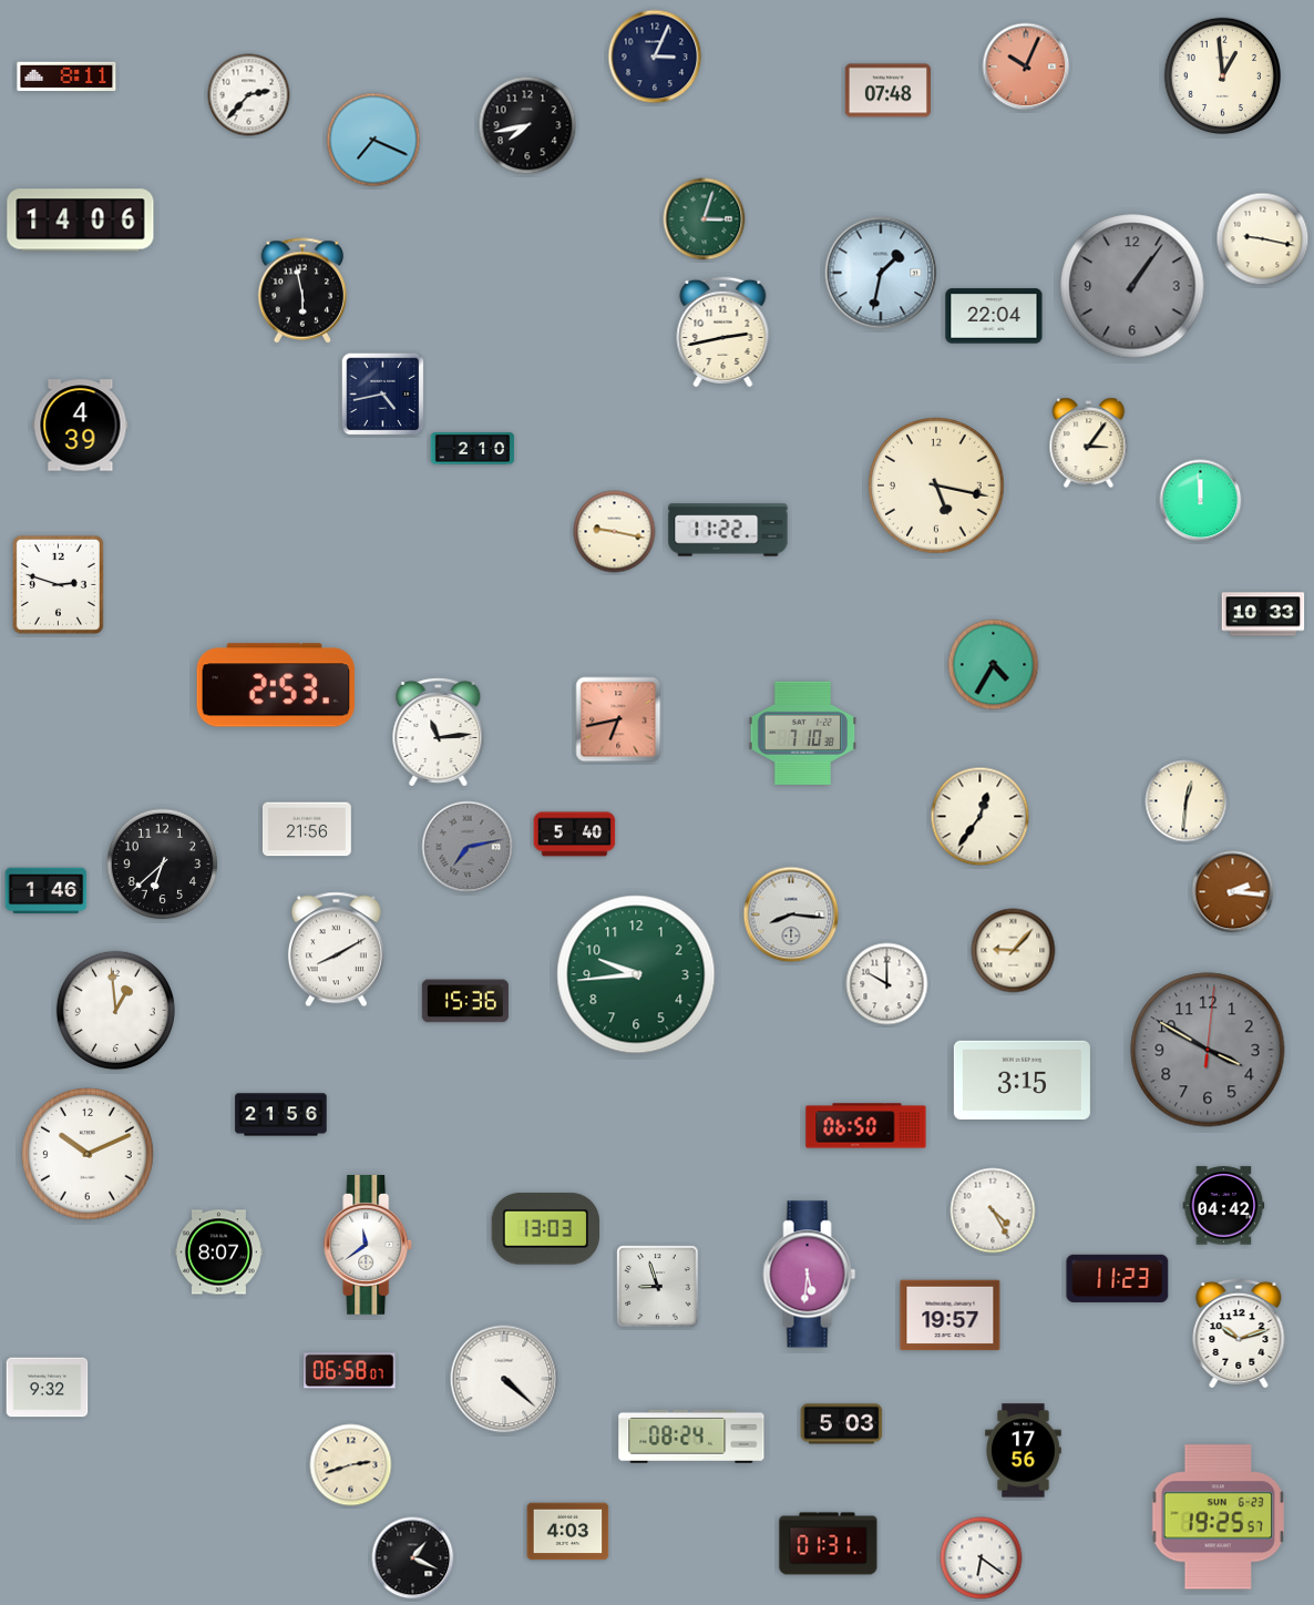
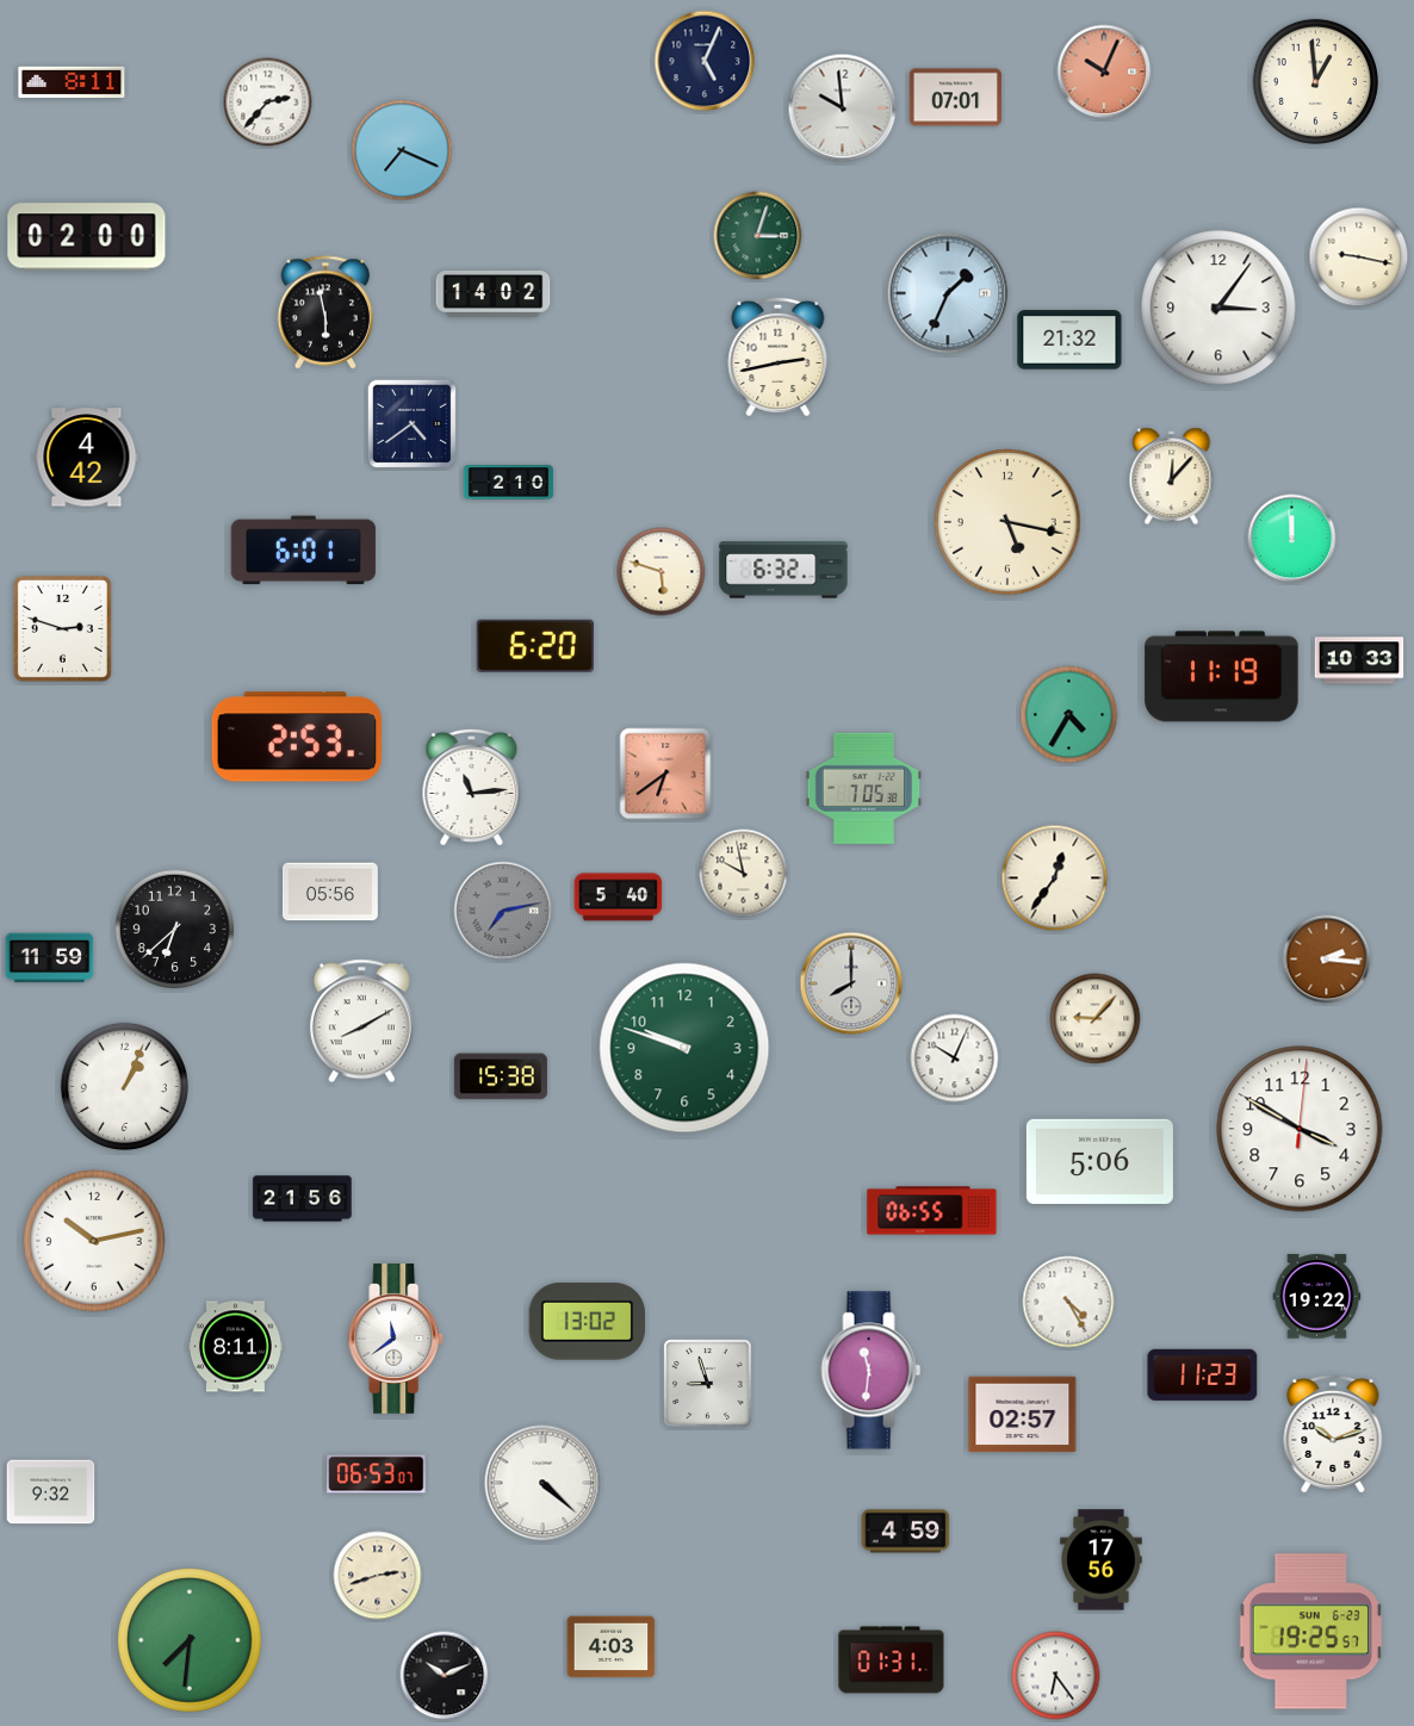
clock at (655, 57): 3:04 -> 5:04
clock at (887, 91): 07:48 -> 07:01
clock at (843, 108): none -> 9:59
clock at (527, 125): 7:43 -> none
clock at (81, 221): 14:06 -> 02:00
clock at (881, 273): 1:32 -> 1:34
clock at (494, 294): none -> 14:02
clock at (1132, 286): 1:06 -> 3:06
clock at (1132, 286) dial: grey -> white
clock at (994, 316): 22:04 -> 21:32
clock at (383, 395): 4:43 -> 4:39
clock at (81, 426): 4:39 -> 4:42
clock at (1089, 443): 3:06 -> 12:07
clock at (303, 551): none -> 6:01
clock at (728, 530): 11:22 -> 6:32
clock at (615, 532): 9:17 -> 5:48
clock at (535, 646): none -> 6:20
clock at (1222, 677): none -> 11:19
clock at (618, 719): 6:43 -> 6:39
clock at (803, 733): 7:10 -> 7:05
clock at (1187, 801): 12:31 -> none
clock at (744, 874): none -> 9:58
clock at (307, 829): 21:56 -> 05:56
clock at (47, 891): 1:46 -> 11:59
clock at (791, 914): 8:16 -> 8:00
clock at (1014, 951) position: (1014, 951) -> (1096, 1019)
clock at (636, 974): 9:44 -> 9:48
clock at (887, 984): 10:00 -> 10:04
clock at (465, 1001): 15:36 -> 15:38
clock at (115, 1010): 12:59 -> 1:04
clock at (1208, 1050) dial: grey -> white
clock at (1022, 1080): 3:15 -> 5:06
clock at (866, 1126): 06:50 -> 06:55
clock at (88, 1154): 10:11 -> 10:13
clock at (1224, 1206): 04:42 -> 19:22
clock at (546, 1229): 13:03 -> 13:02
clock at (218, 1253): 8:07 -> 8:11
clock at (810, 1275): 5:31 -> 11:31
clock at (951, 1316): 19:57 -> 02:57
clock at (350, 1371): 06:58 -> 06:53
clock at (842, 1424): 5:03 -> 4:59
clock at (691, 1437): 08:24 -> none
clock at (191, 1641): none -> 7:31
clock at (413, 1558): 1:19 -> 10:11
clock at (982, 1558): 6:21 -> 6:24
